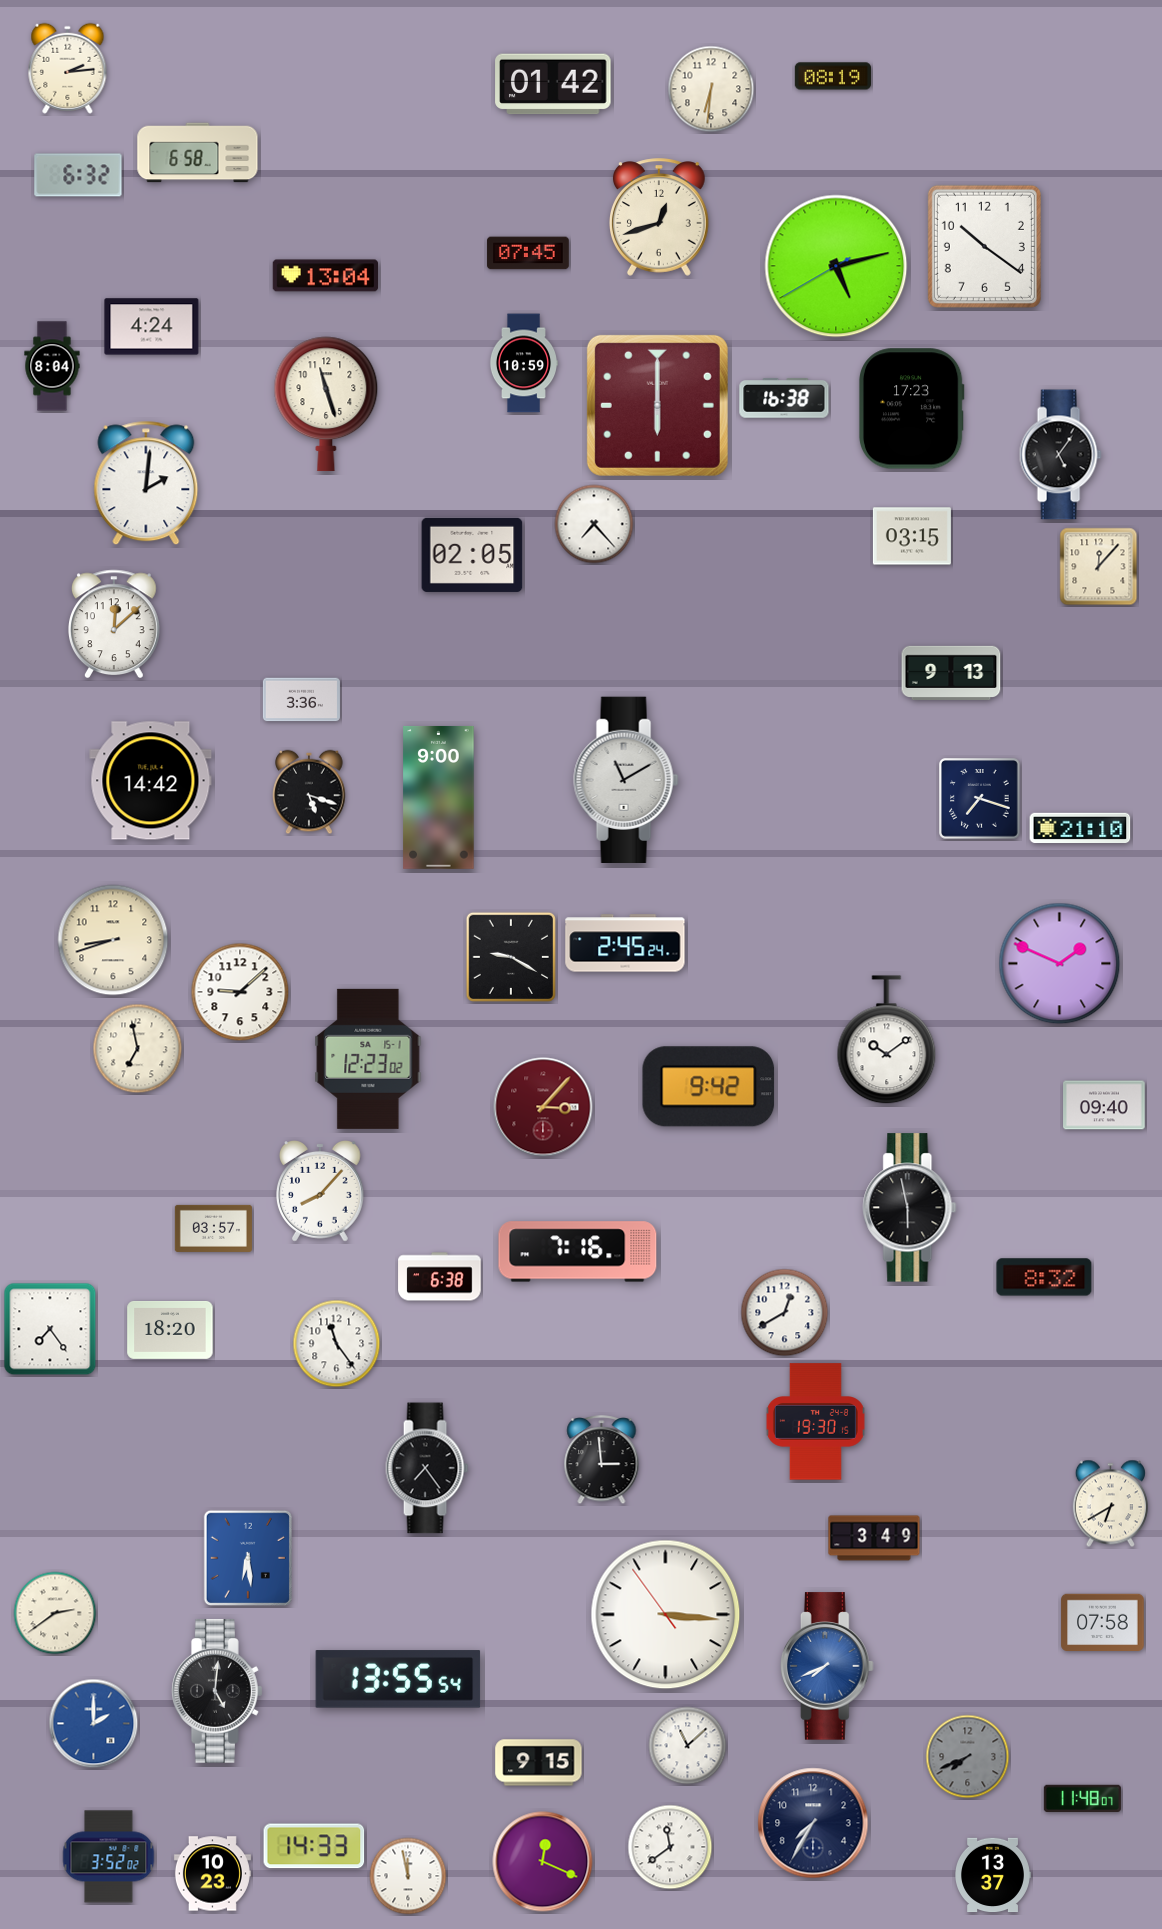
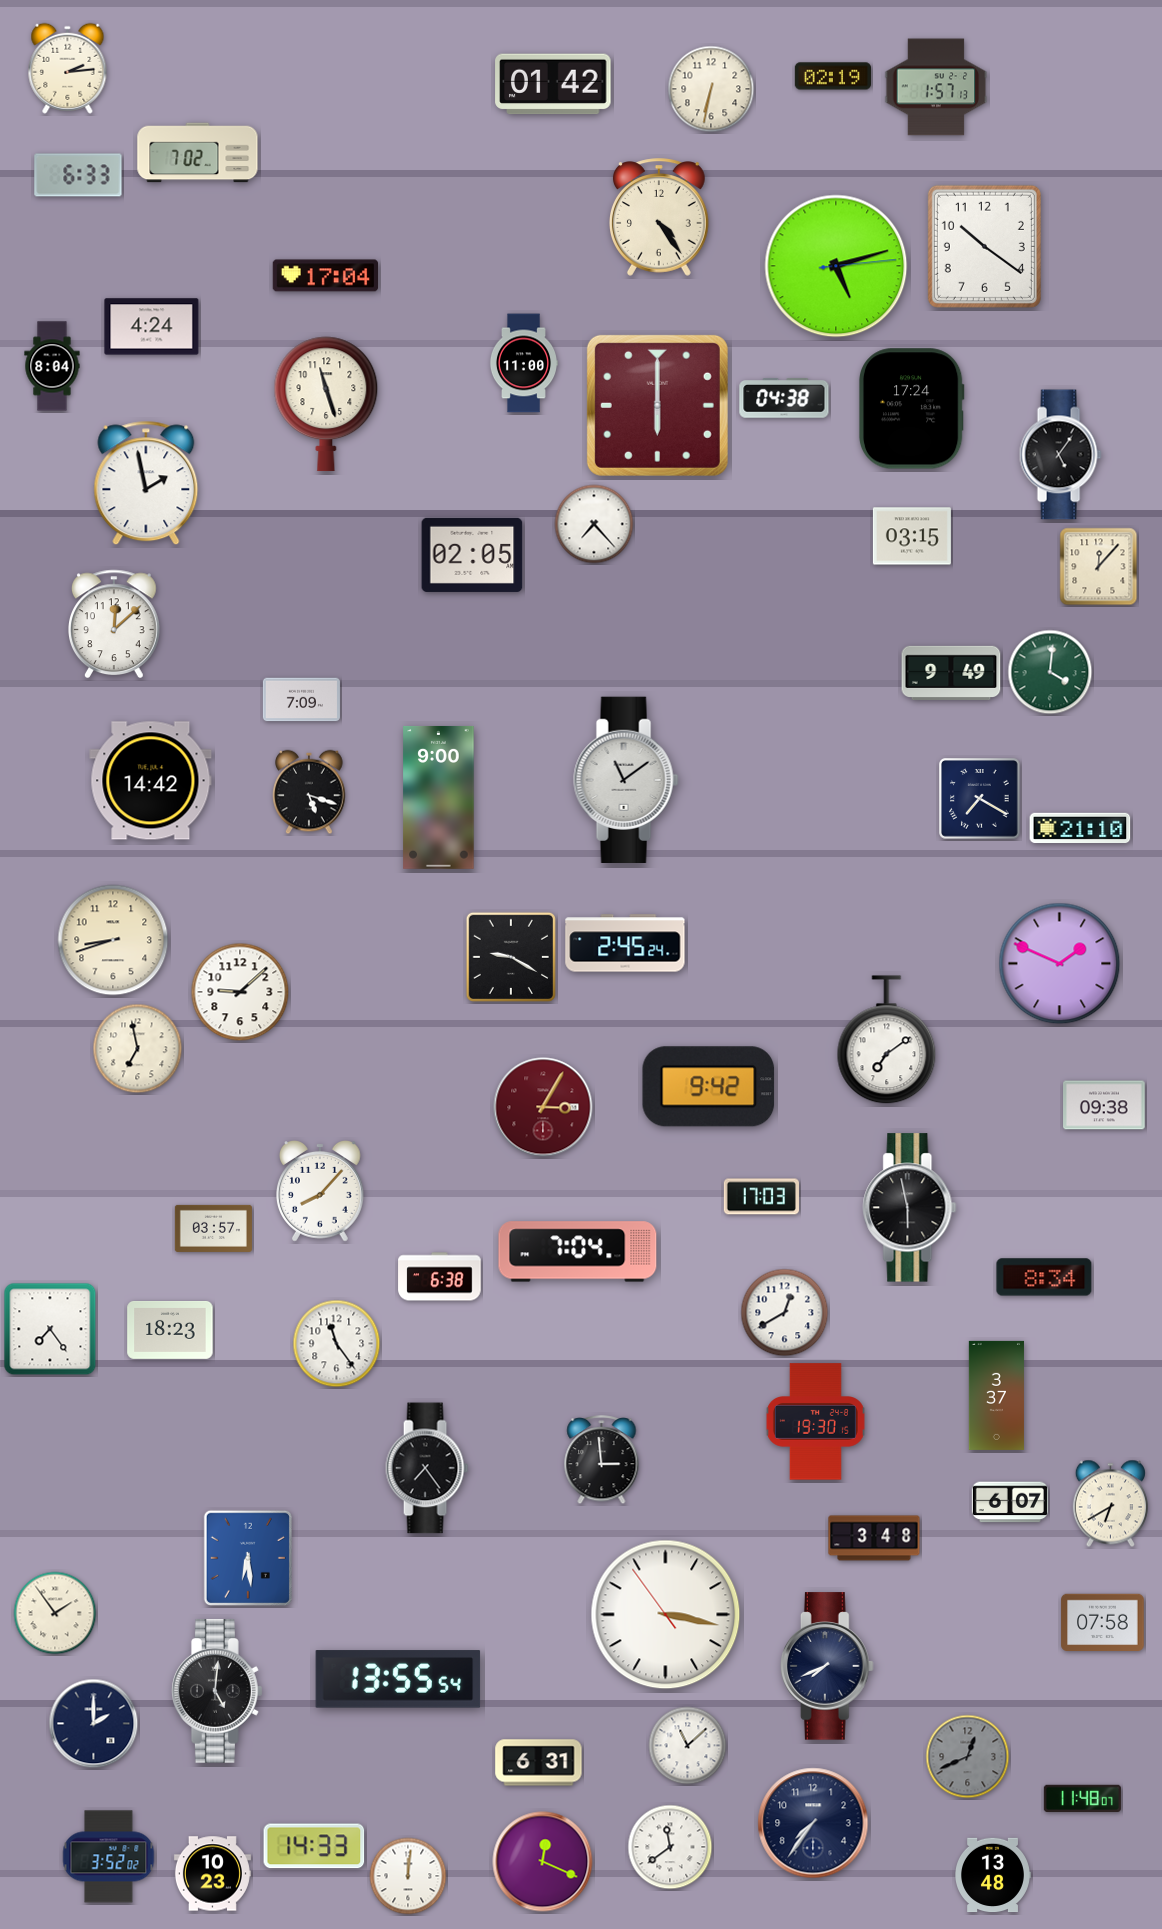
clock at (833, 76): 08:19 -> 02:19
clock at (936, 87): none -> 1:57
clock at (711, 89): 6:31 -> 6:32
clock at (198, 153): 6:58 -> 7:02
clock at (78, 175): 6:32 -> 6:33
clock at (660, 217): 12:42 -> 4:24
clock at (528, 253): 07:45 -> none
clock at (836, 266): 5:12:40 -> 5:12:14
clock at (325, 276): 13:04 -> 17:04
clock at (523, 363): 10:59 -> 11:00
clock at (784, 398): 16:38 -> 04:38
clock at (911, 409): 17:23 -> 17:24
clock at (146, 483): 2:01 -> 1:58
clock at (951, 672): 9:13 -> 9:49
clock at (1050, 672): none -> 4:01
clock at (301, 700): 3:36 -> 7:09
clock at (626, 779): 11:10 -> 11:09
clock at (980, 799): 7:18 -> 7:20
clock at (887, 1040): 10:09 -> 7:09
clock at (368, 1059): 12:23 -> none
clock at (1104, 1105): 09:40 -> 09:38
clock at (543, 1107): 3:07 -> 3:05
clock at (761, 1197): none -> 17:03
clock at (578, 1252): 7:16 -> 7:04
clock at (1044, 1277): 8:32 -> 8:34
clock at (170, 1330): 18:20 -> 18:23
clock at (996, 1395): none -> 3:37
clock at (1010, 1502): none -> 6:07
clock at (874, 1538): 3:49 -> 3:48
clock at (55, 1613): 2:39 -> 1:54
clock at (666, 1615): 3:15 -> 3:16
clock at (827, 1666) dial: blue -> navy
clock at (94, 1724) dial: blue -> navy
clock at (968, 1757): 7:41 -> 12:41
clock at (539, 1763): 9:15 -> 6:31
clock at (813, 1823): 7:35 -> 7:36
clock at (993, 1875): 13:37 -> 13:48
clock at (408, 1876): 11:58 -> 12:01
